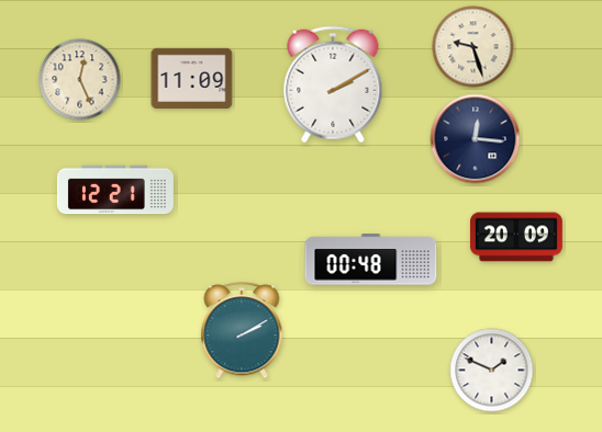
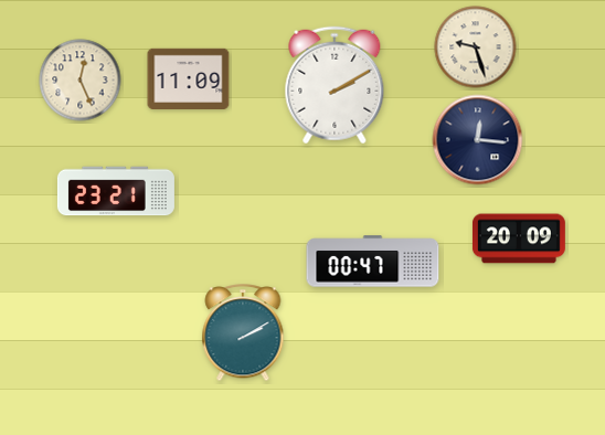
clock at (192, 78) position: (192, 78) -> (189, 78)
clock at (115, 190): 12:21 -> 23:21
clock at (371, 260): 00:48 -> 00:47
clock at (492, 371): 1:49 -> none
